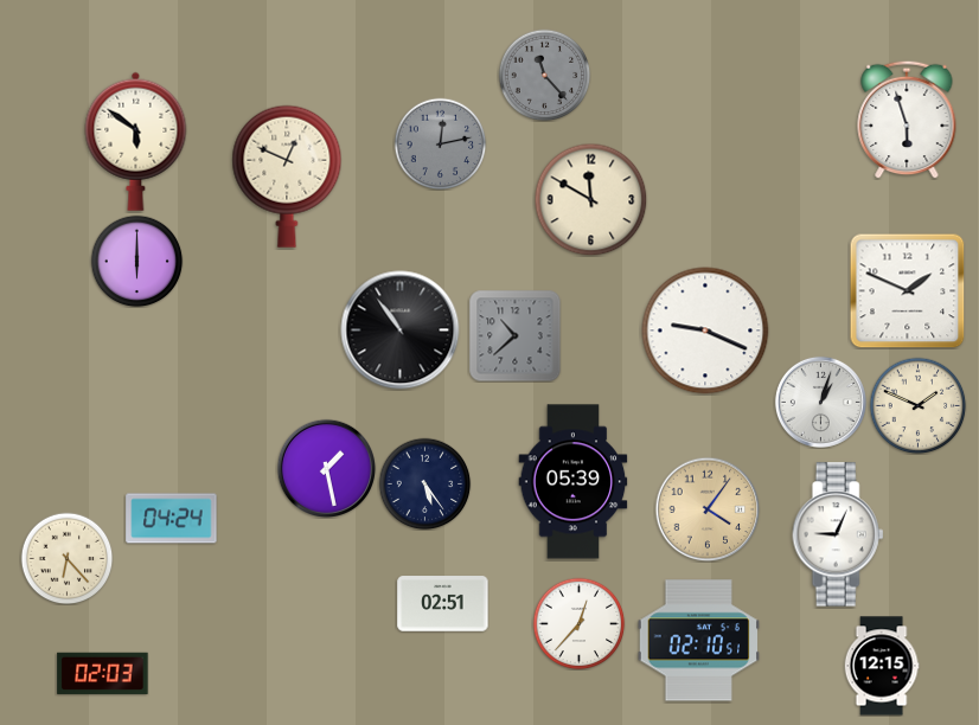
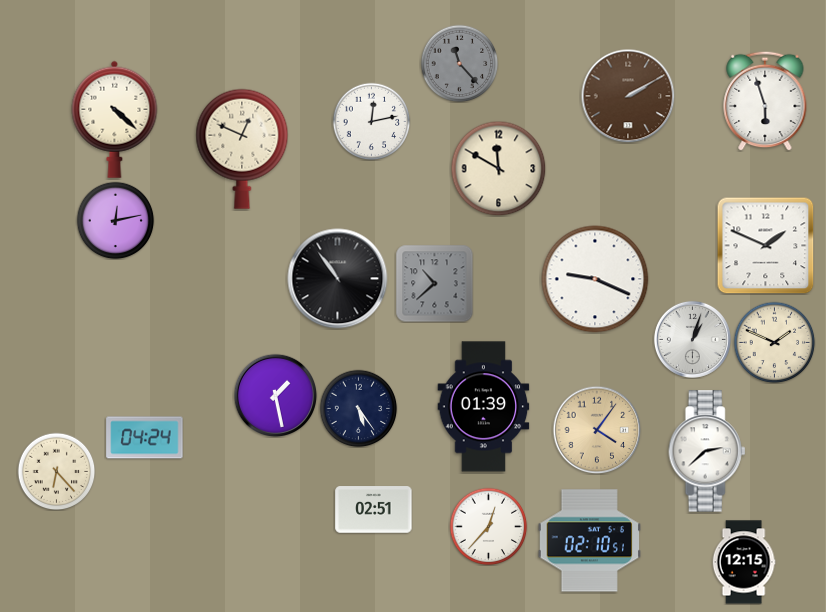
clock at (628, 96): none -> 2:10
clock at (136, 141): 5:51 -> 4:22
clock at (440, 143) dial: grey -> white
clock at (136, 261): 6:00 -> 12:13
clock at (574, 482): 05:39 -> 01:39
clock at (838, 534): 9:04 -> 2:38
clock at (103, 673): 02:03 -> none
